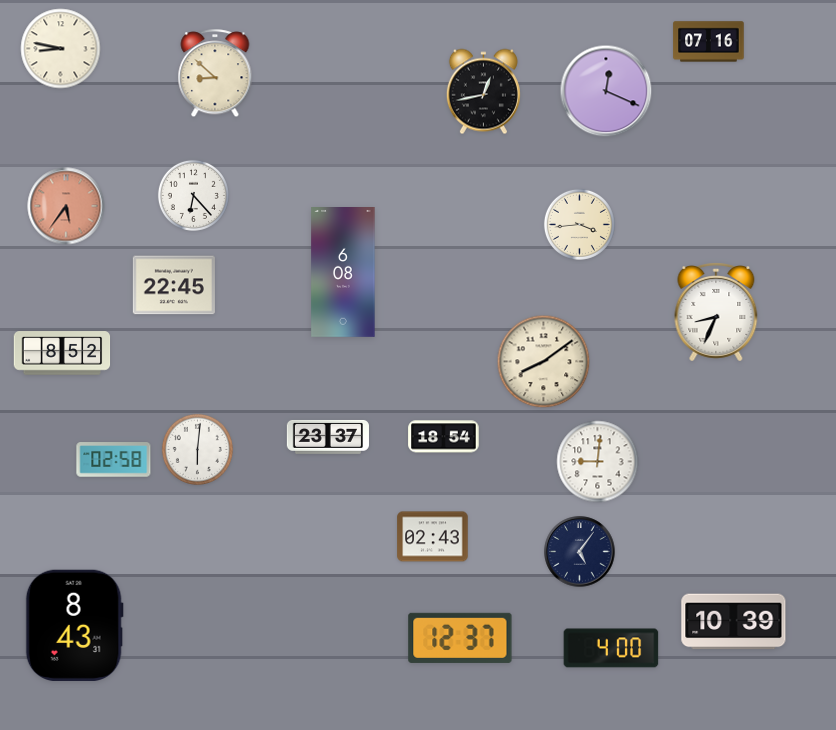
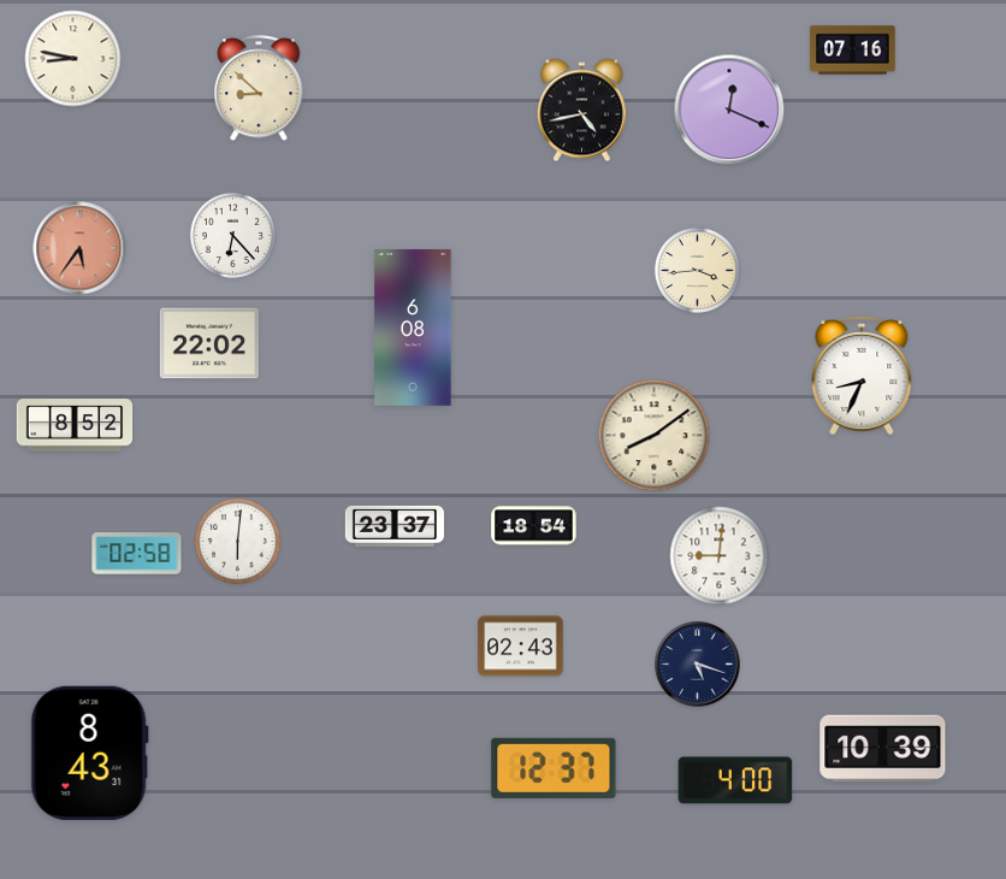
clock at (483, 92): 12:43 -> 4:43
clock at (174, 285): 22:45 -> 22:02
clock at (580, 552): 5:06 -> 5:18
